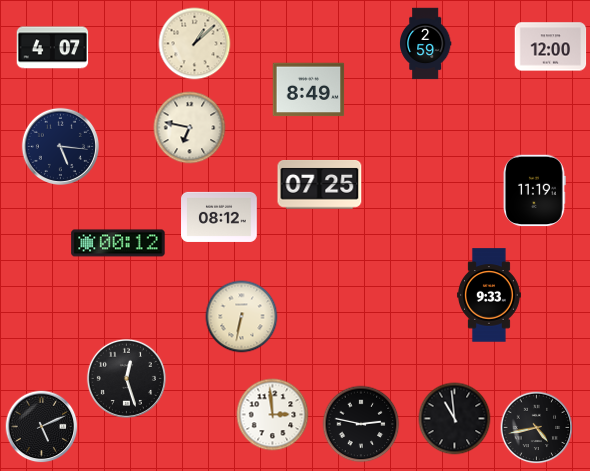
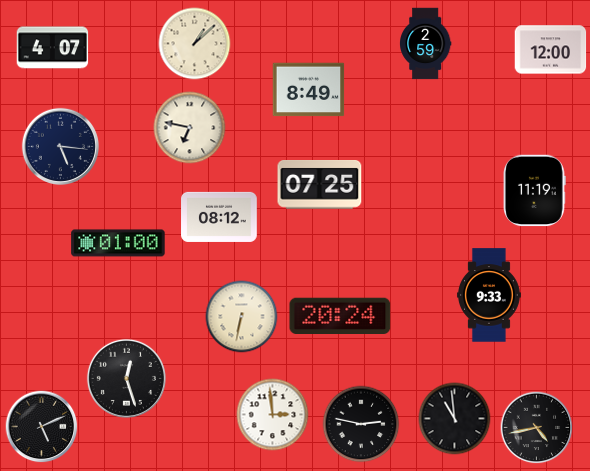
clock at (551, 47) position: (551, 47) -> (551, 50)
clock at (118, 243): 00:12 -> 01:00
clock at (340, 315): none -> 20:24
